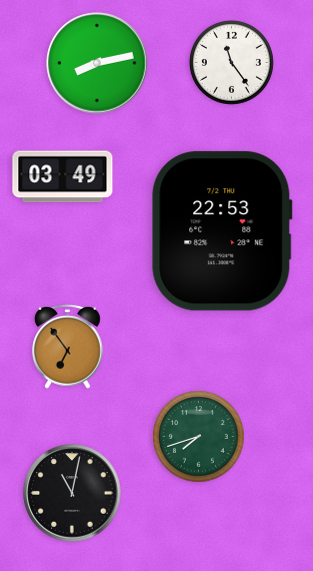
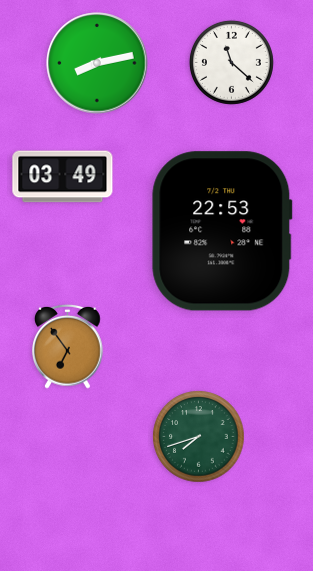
clock at (231, 62): 11:24 -> 11:22
clock at (72, 493): 11:02 -> none
